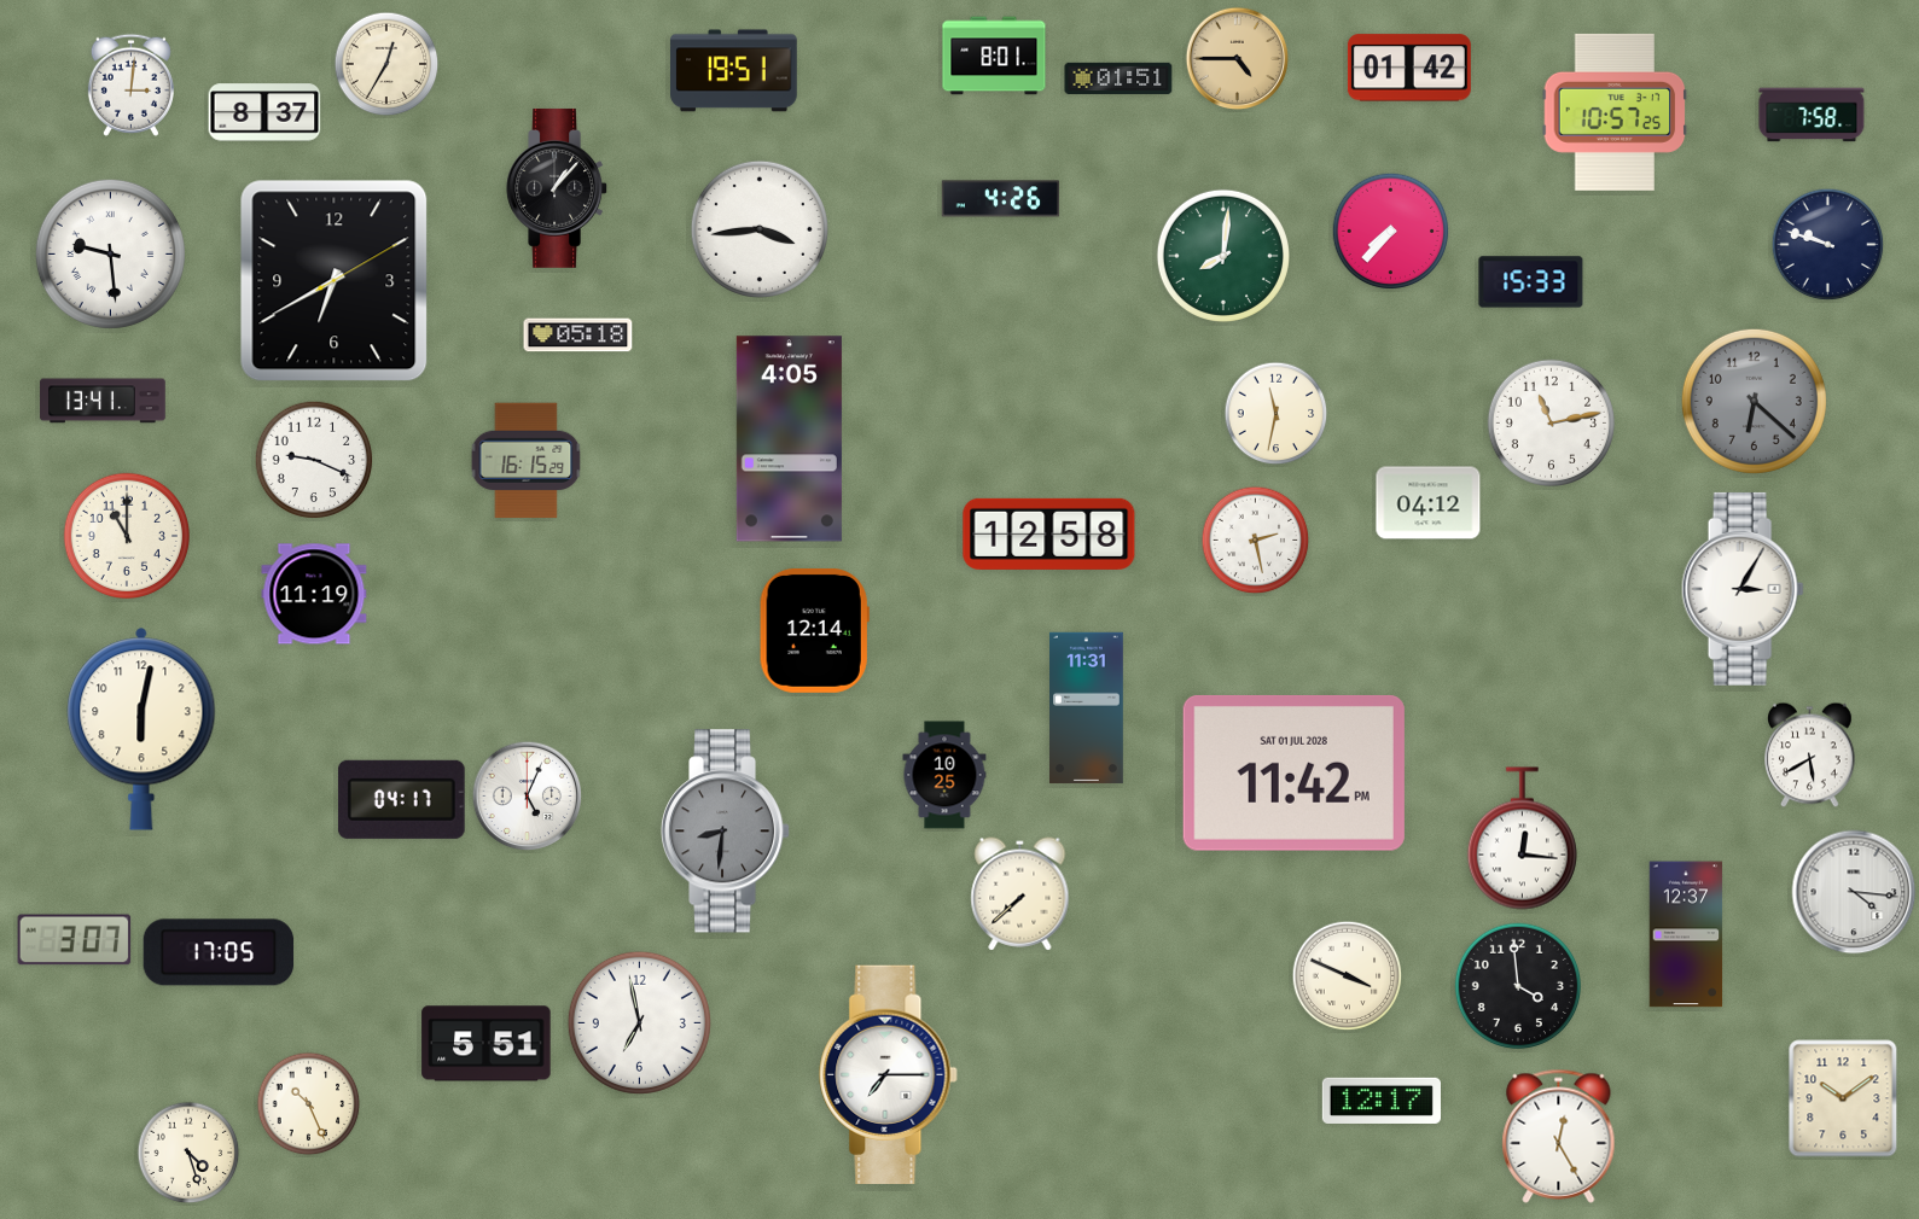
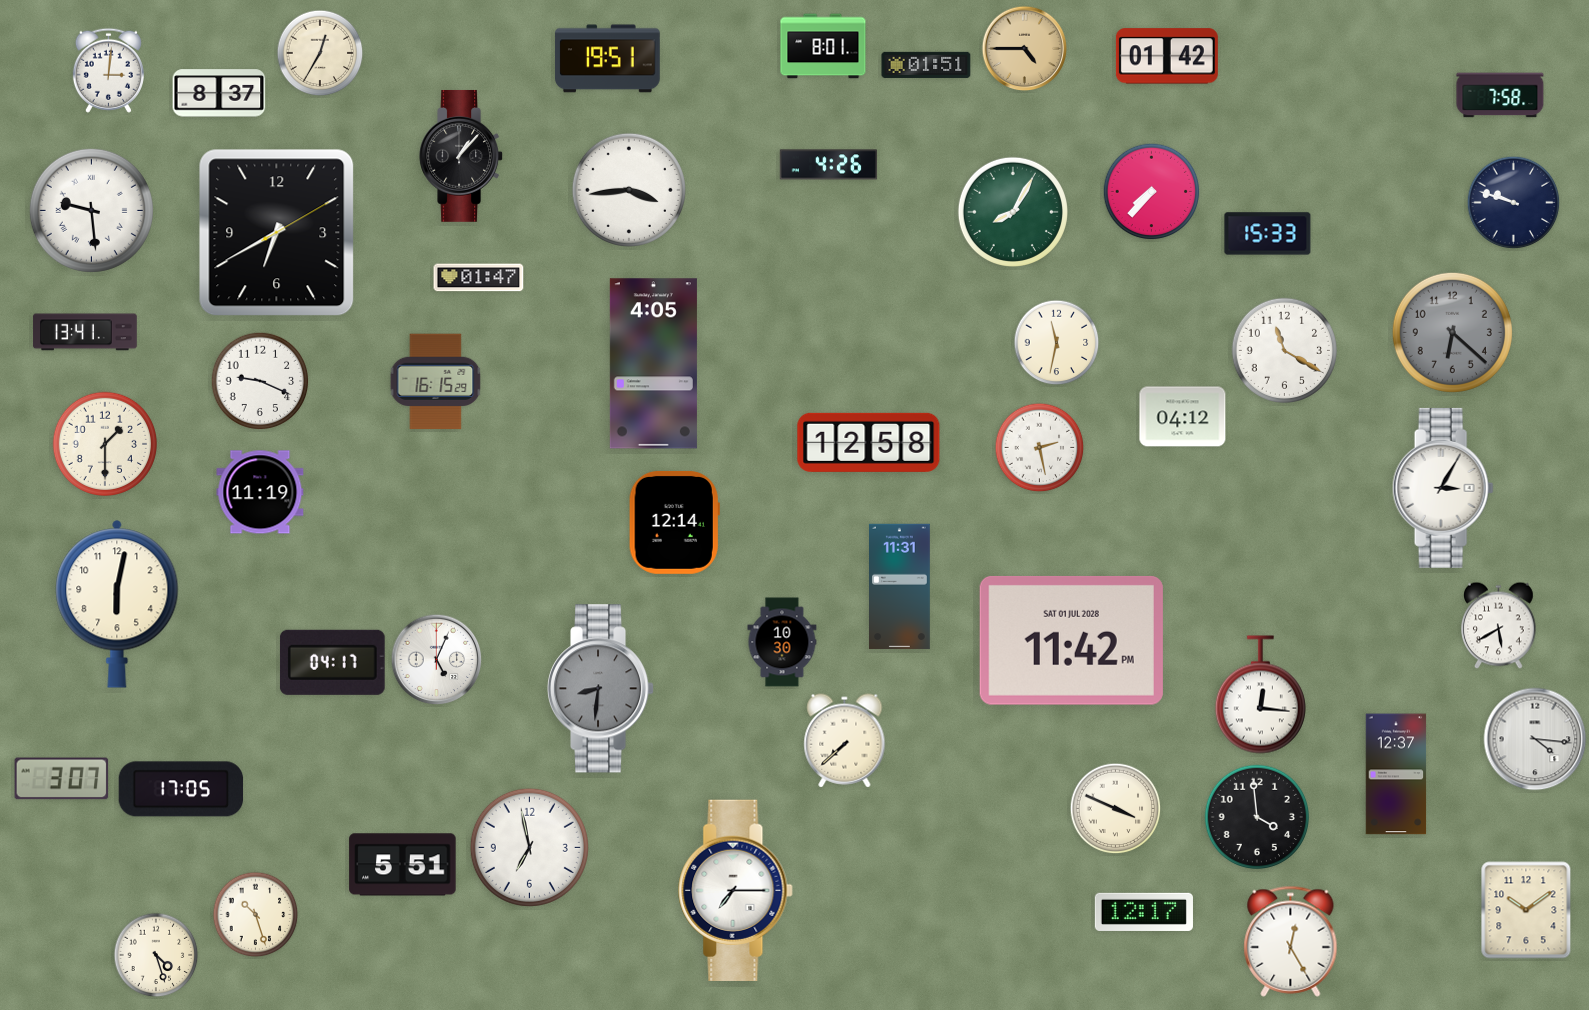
clock at (1615, 112): 10:57 -> none
clock at (1223, 256): 8:01 -> 8:05
clock at (578, 336): 05:18 -> 01:47
clock at (1551, 422): 11:13 -> 11:20
clock at (126, 535): 11:00 -> 1:30
clock at (944, 775): 10:25 -> 10:30
clock at (309, 1104): 10:26 -> 10:27
